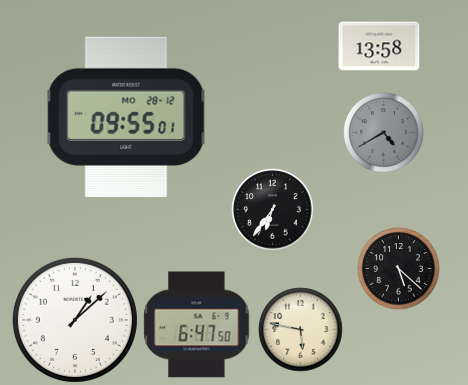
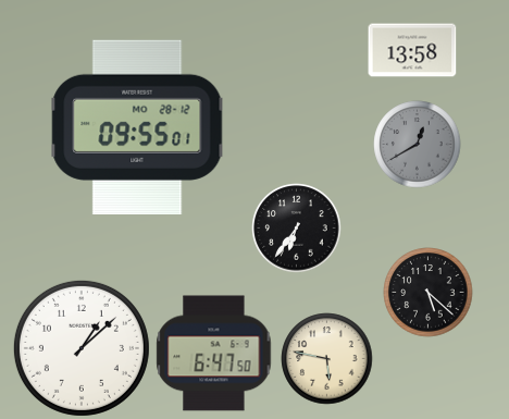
clock at (384, 133): 4:40 -> 12:40
clock at (399, 269) position: (399, 269) -> (429, 293)
